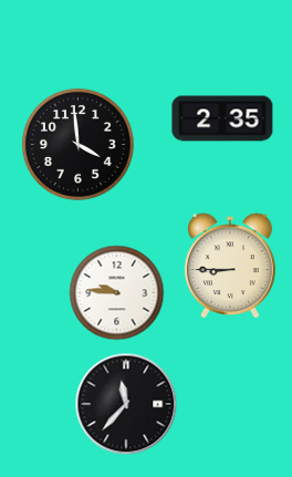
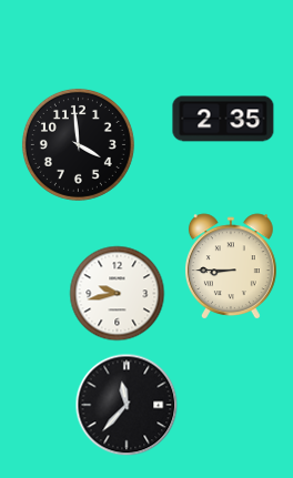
clock at (117, 293): 9:46 -> 9:43
